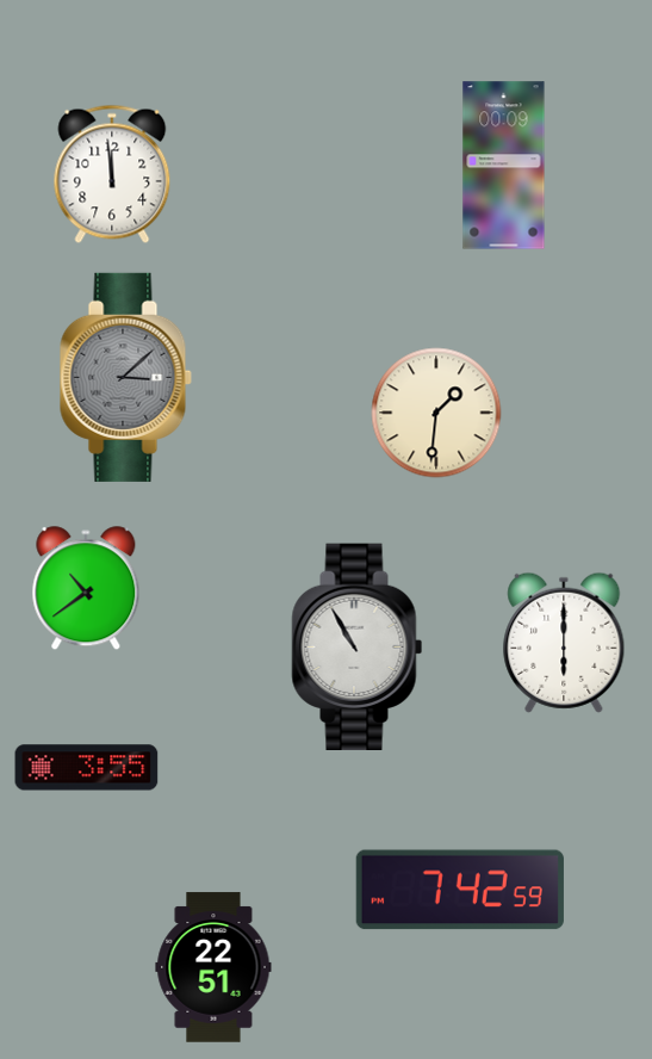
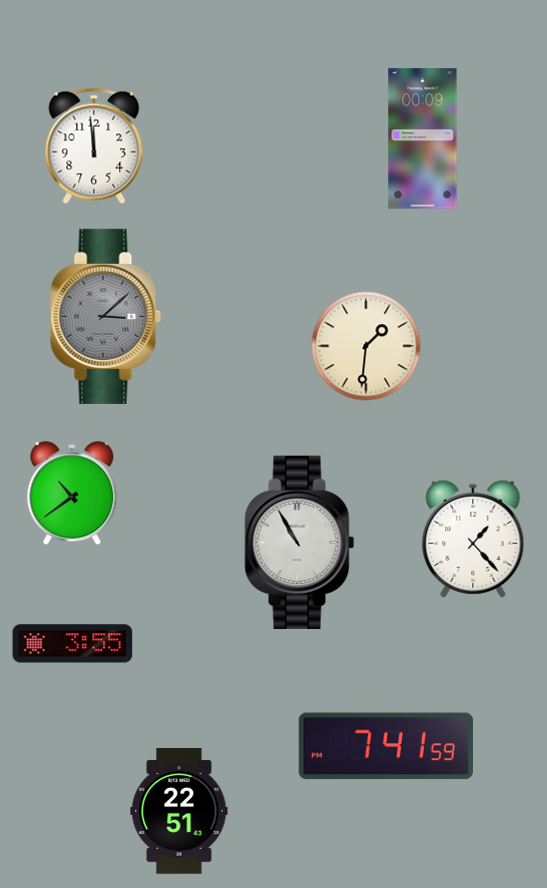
clock at (564, 643): 6:00 -> 1:23
clock at (460, 890): 7:42 -> 7:41
